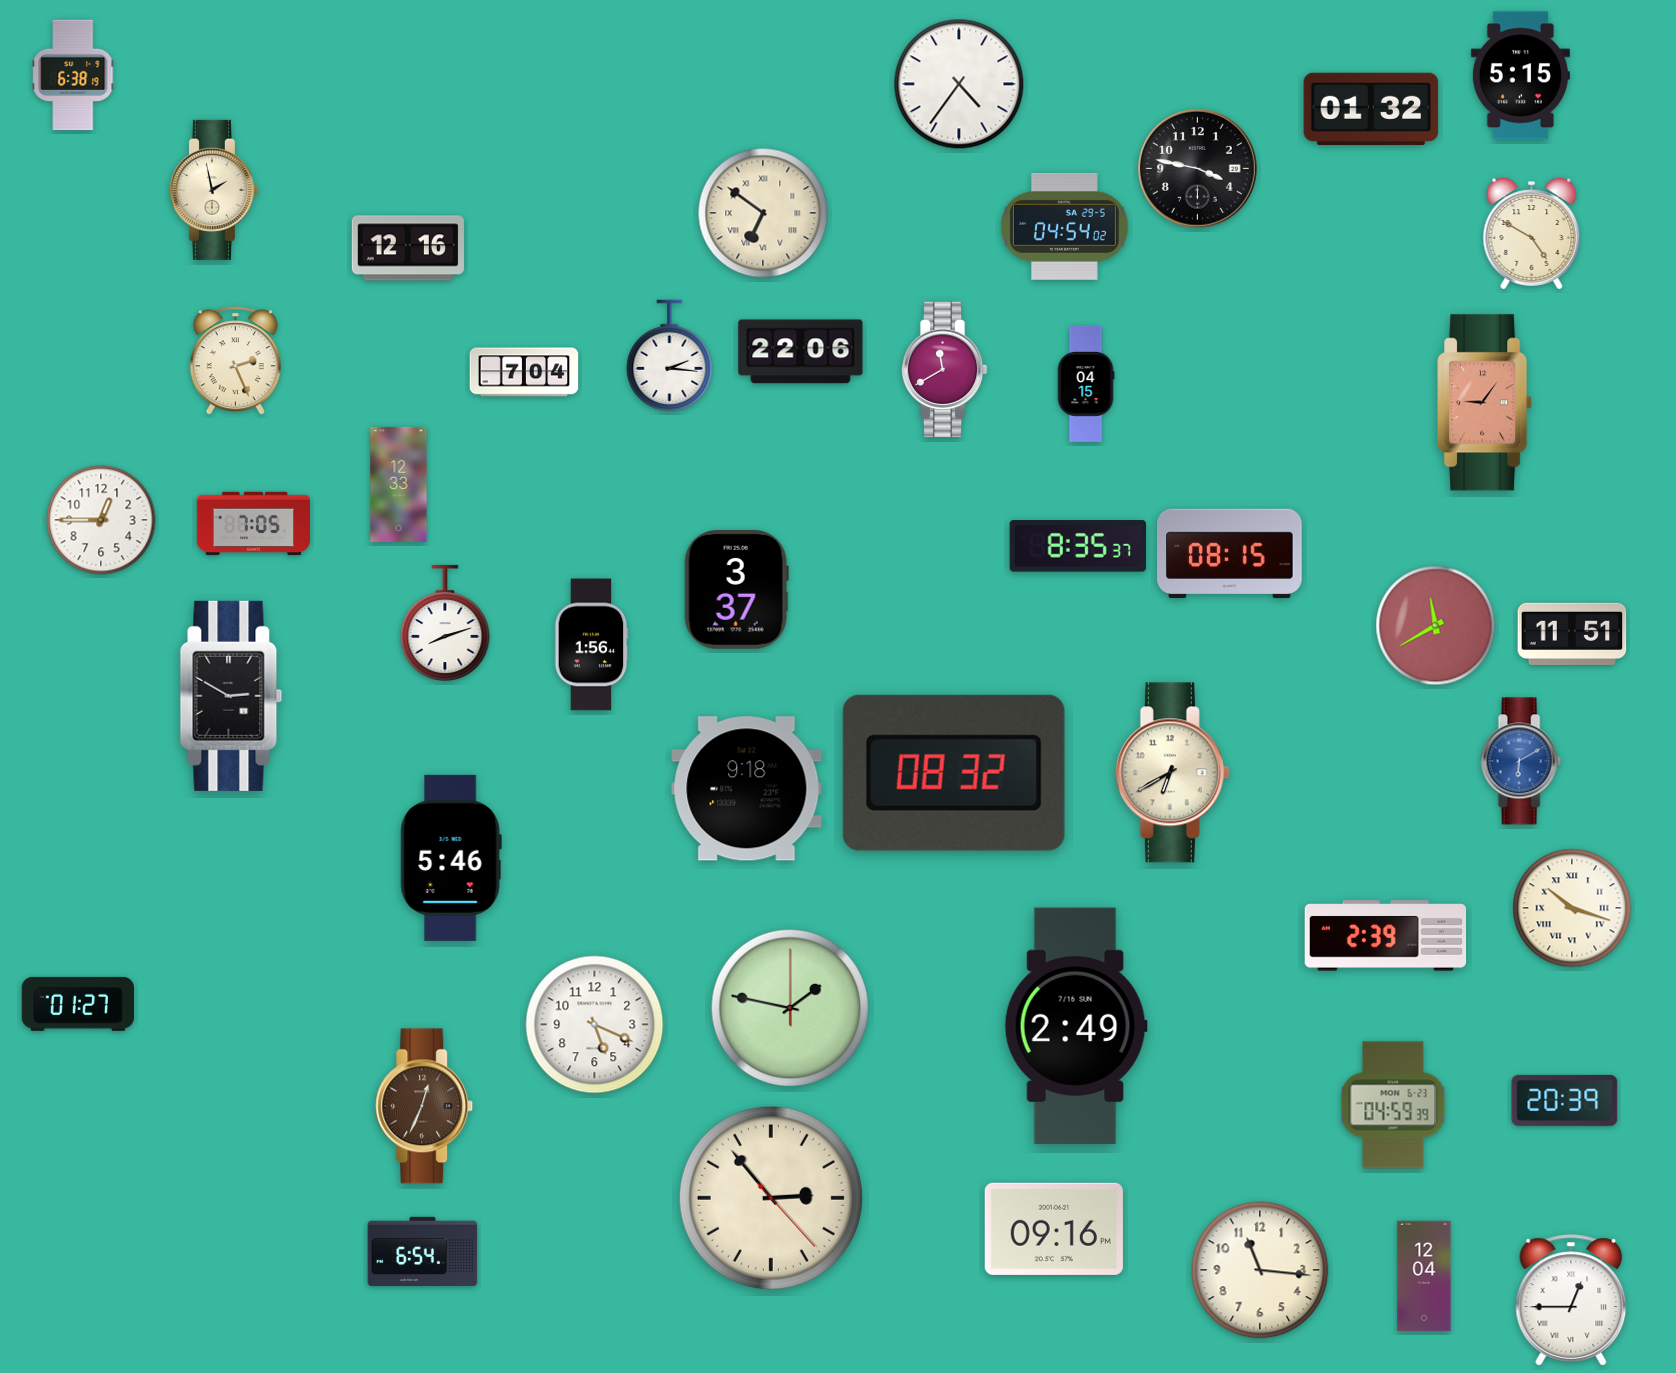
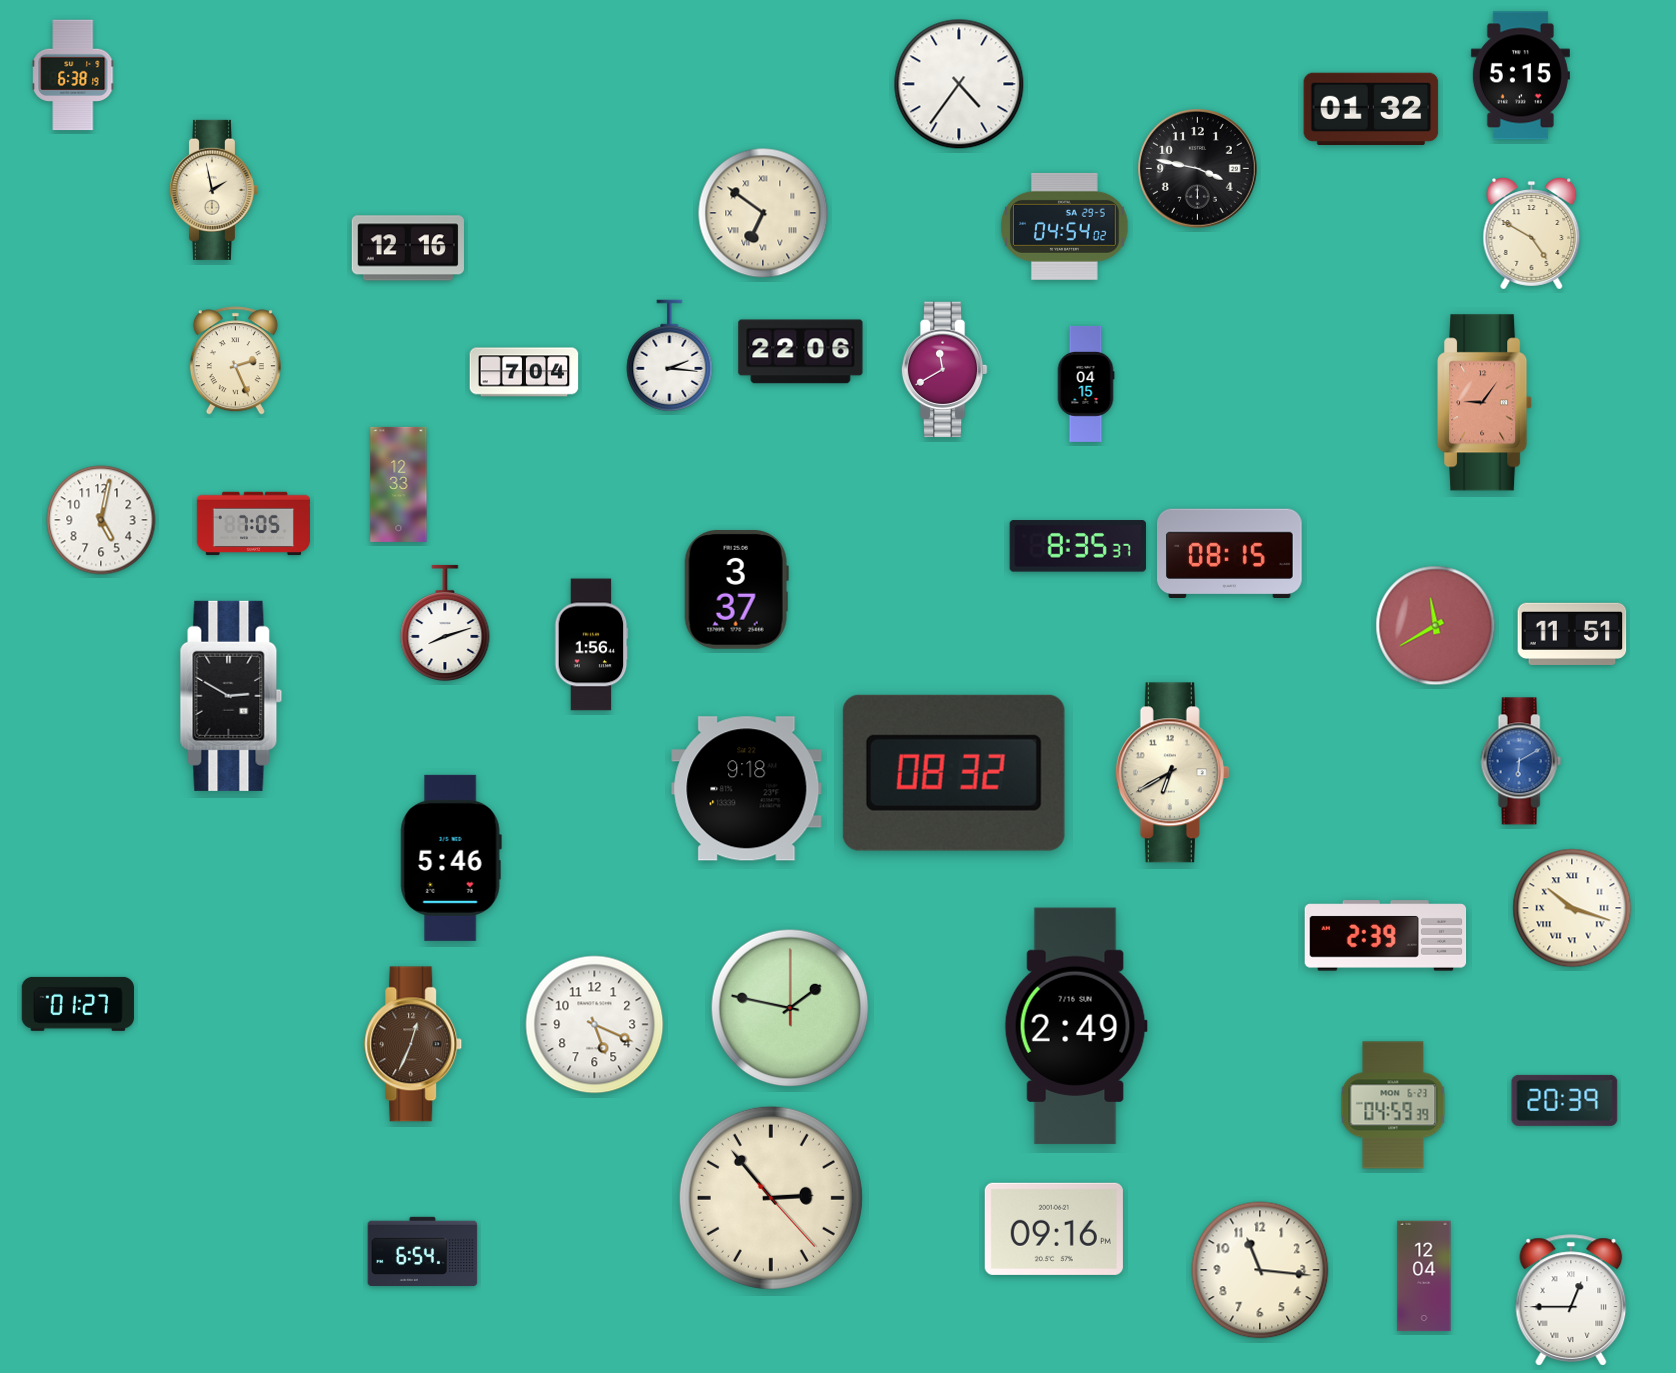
clock at (101, 520): 12:45 -> 5:02
clock at (424, 1106) position: (424, 1106) -> (413, 1044)
